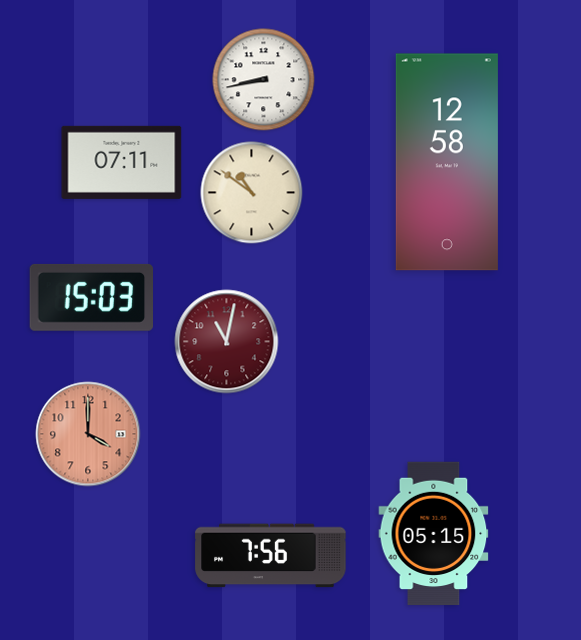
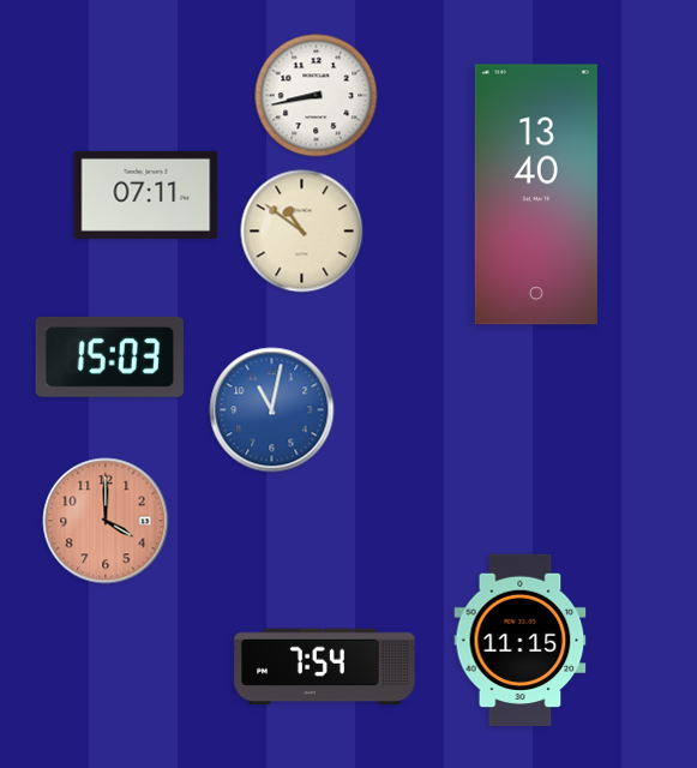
clock at (447, 162): 12:58 -> 13:40
clock at (227, 342) dial: burgundy -> blue
clock at (434, 534): 05:15 -> 11:15
clock at (271, 556): 7:56 -> 7:54
